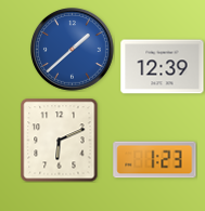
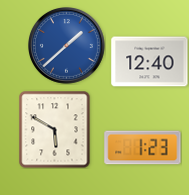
clock at (163, 67): 12:39 -> 12:40
clock at (60, 140): 6:11 -> 5:50
